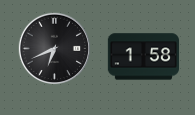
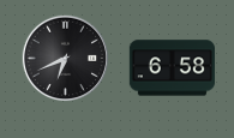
clock at (143, 57): 1:58 -> 6:58
